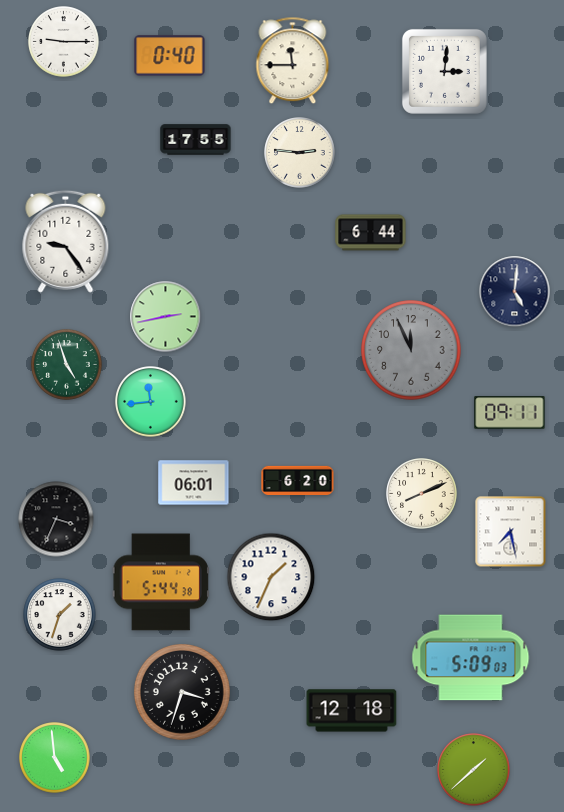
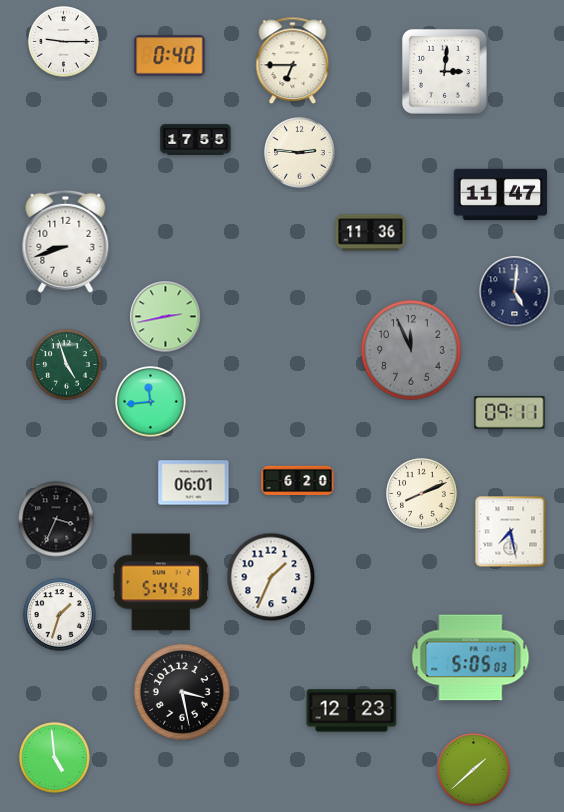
clock at (293, 61): 11:45 -> 6:45
clock at (501, 195): none -> 11:47
clock at (371, 233): 6:44 -> 11:36
clock at (66, 241): 9:24 -> 8:42
clock at (471, 658): 5:09 -> 5:05
clock at (182, 692): 3:33 -> 3:28
clock at (352, 711): 12:18 -> 12:23
